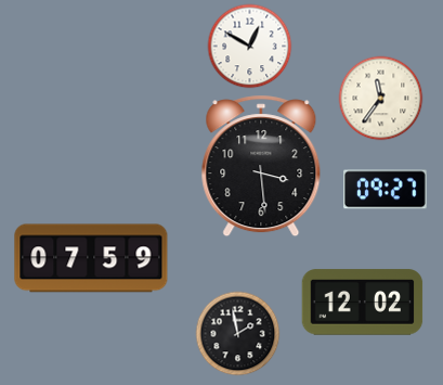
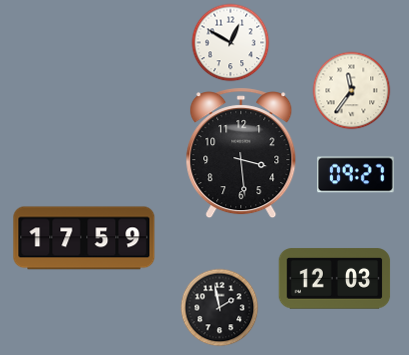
clock at (91, 258): 07:59 -> 17:59
clock at (363, 303): 12:02 -> 12:03
